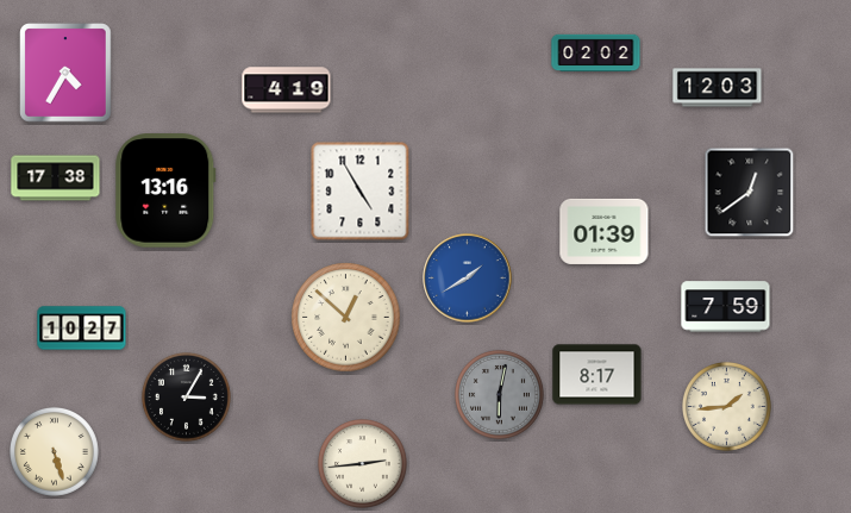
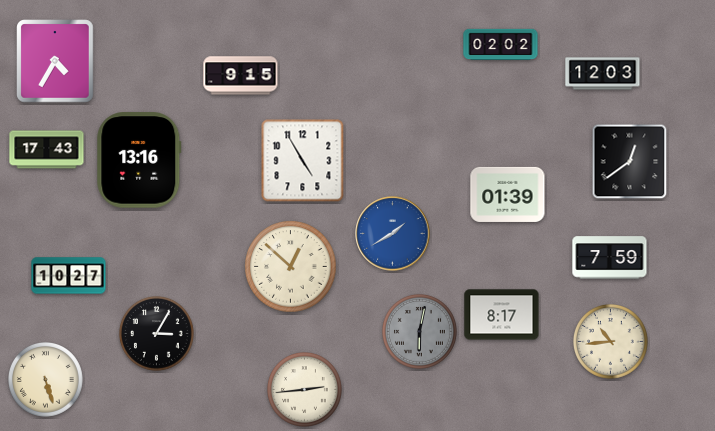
clock at (287, 90): 4:19 -> 9:15
clock at (56, 179): 17:38 -> 17:43
clock at (727, 407): 1:44 -> 10:44
